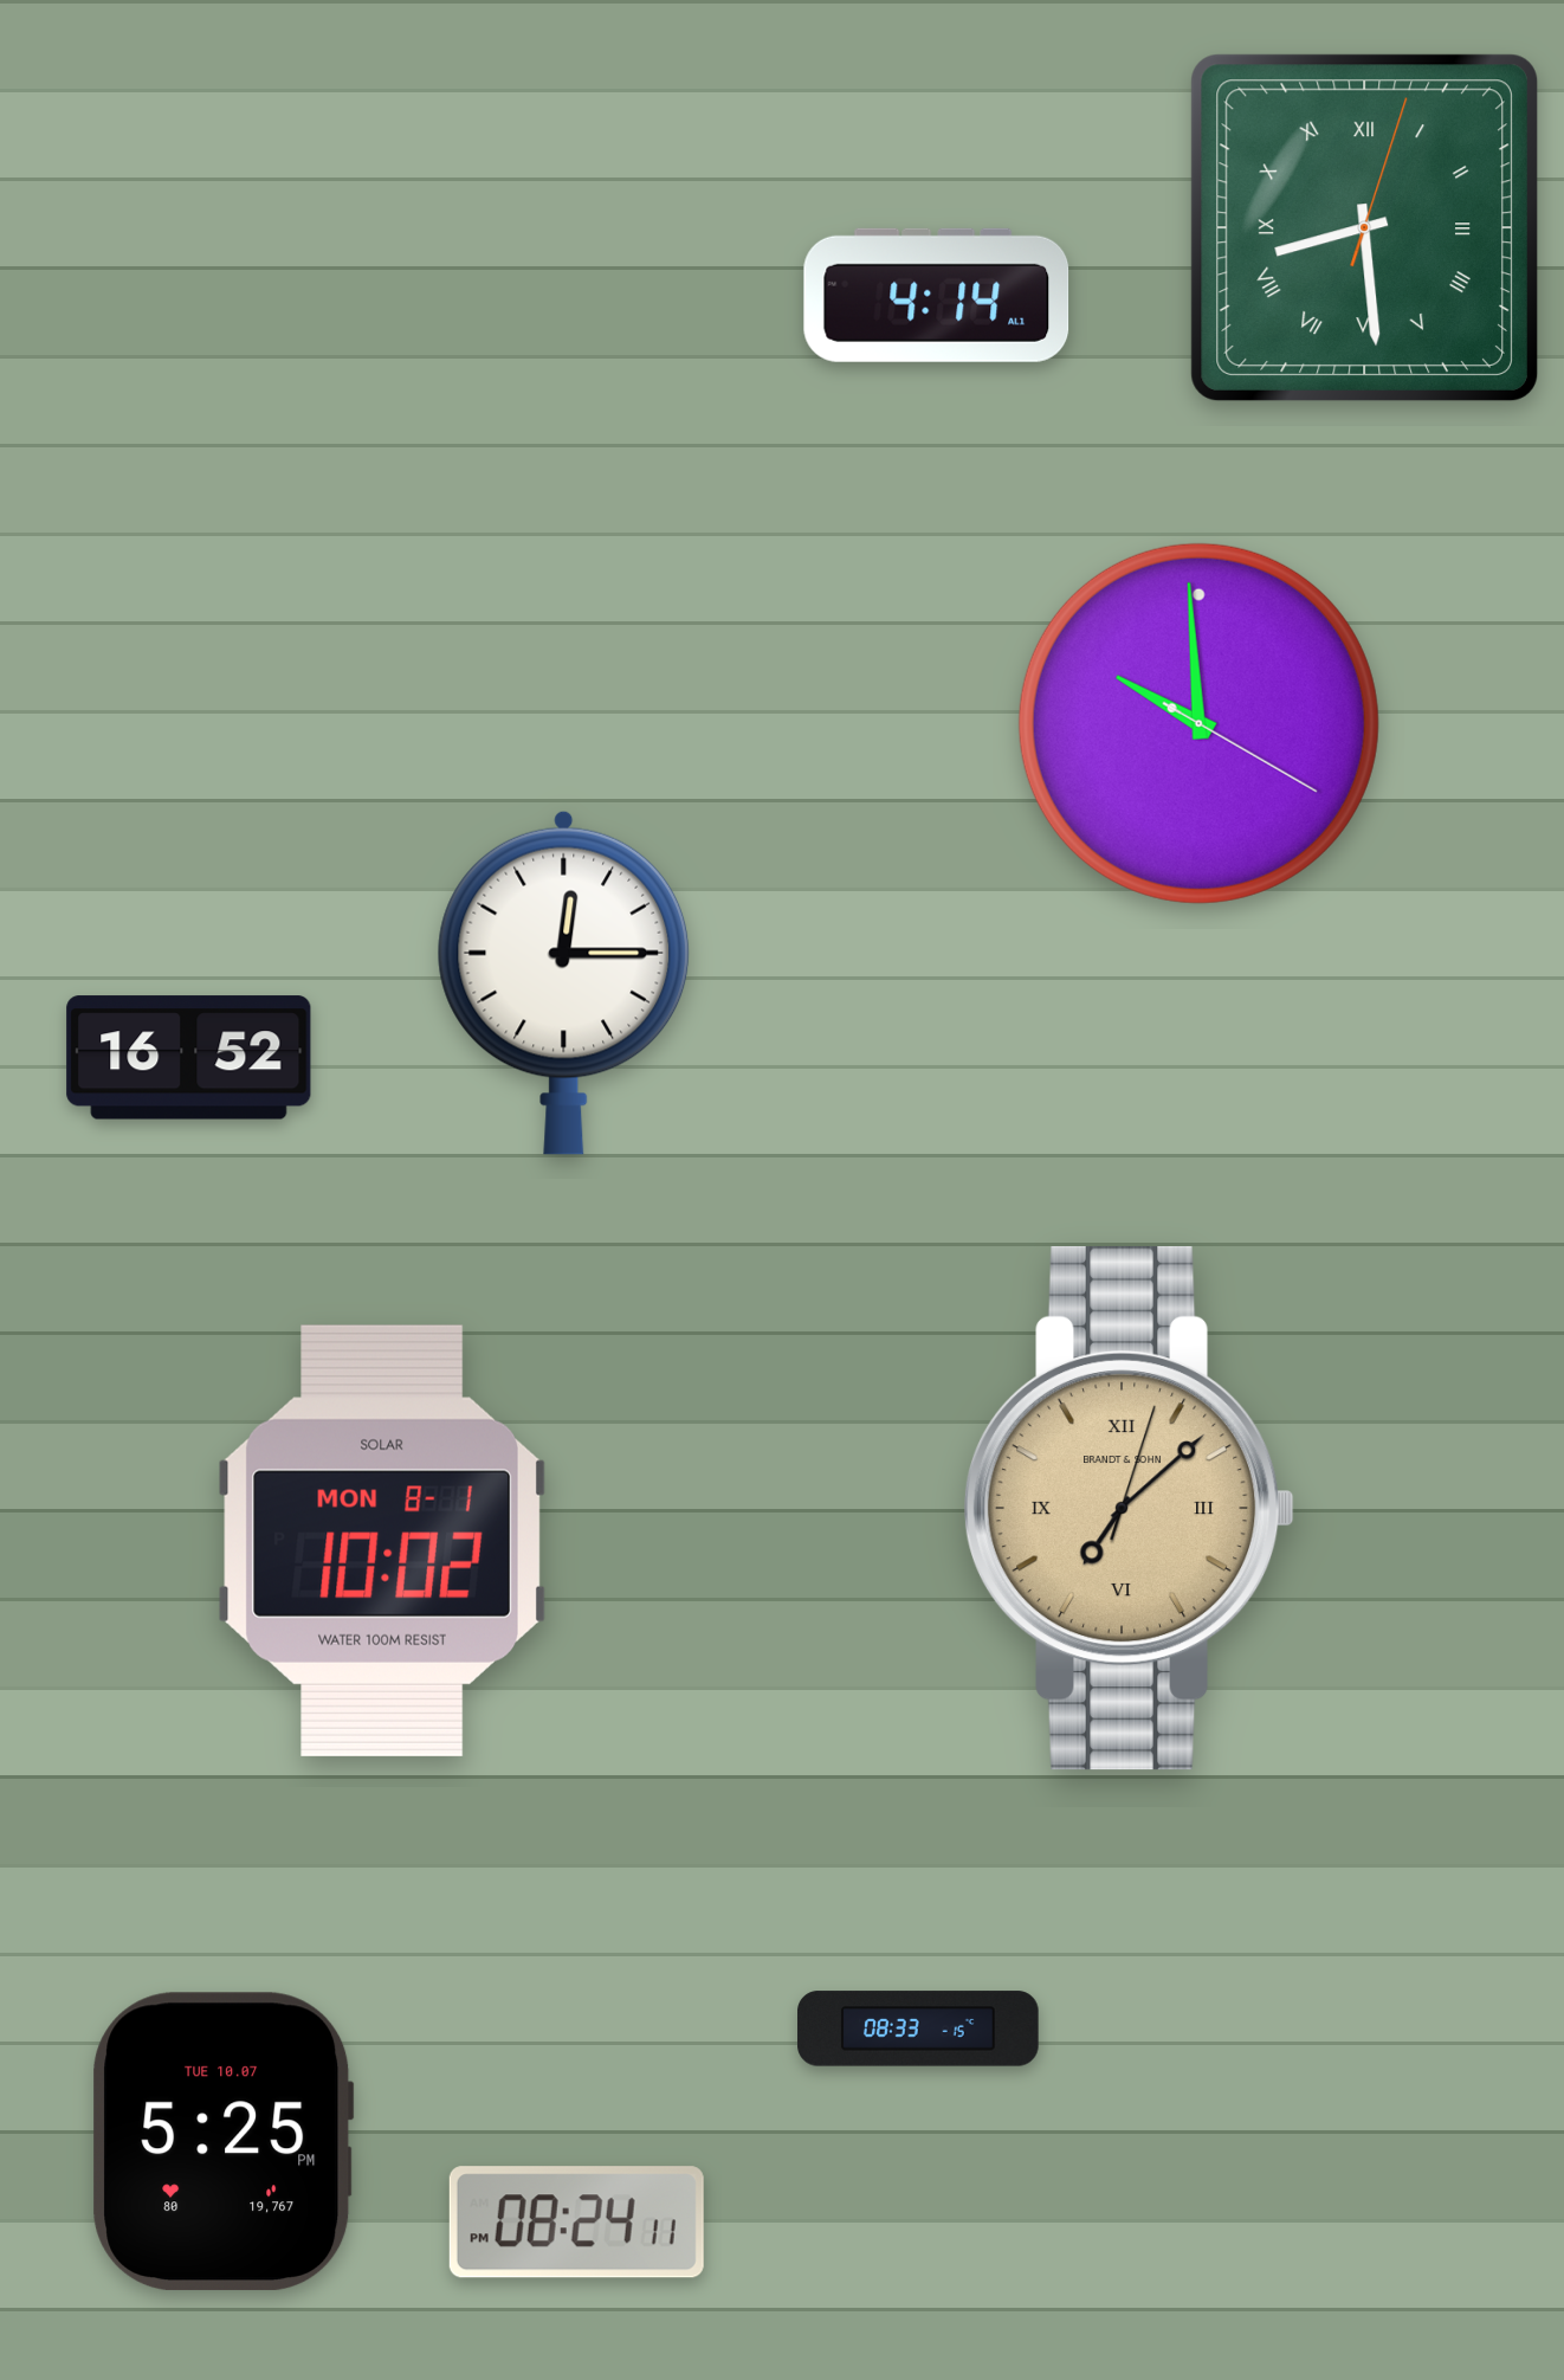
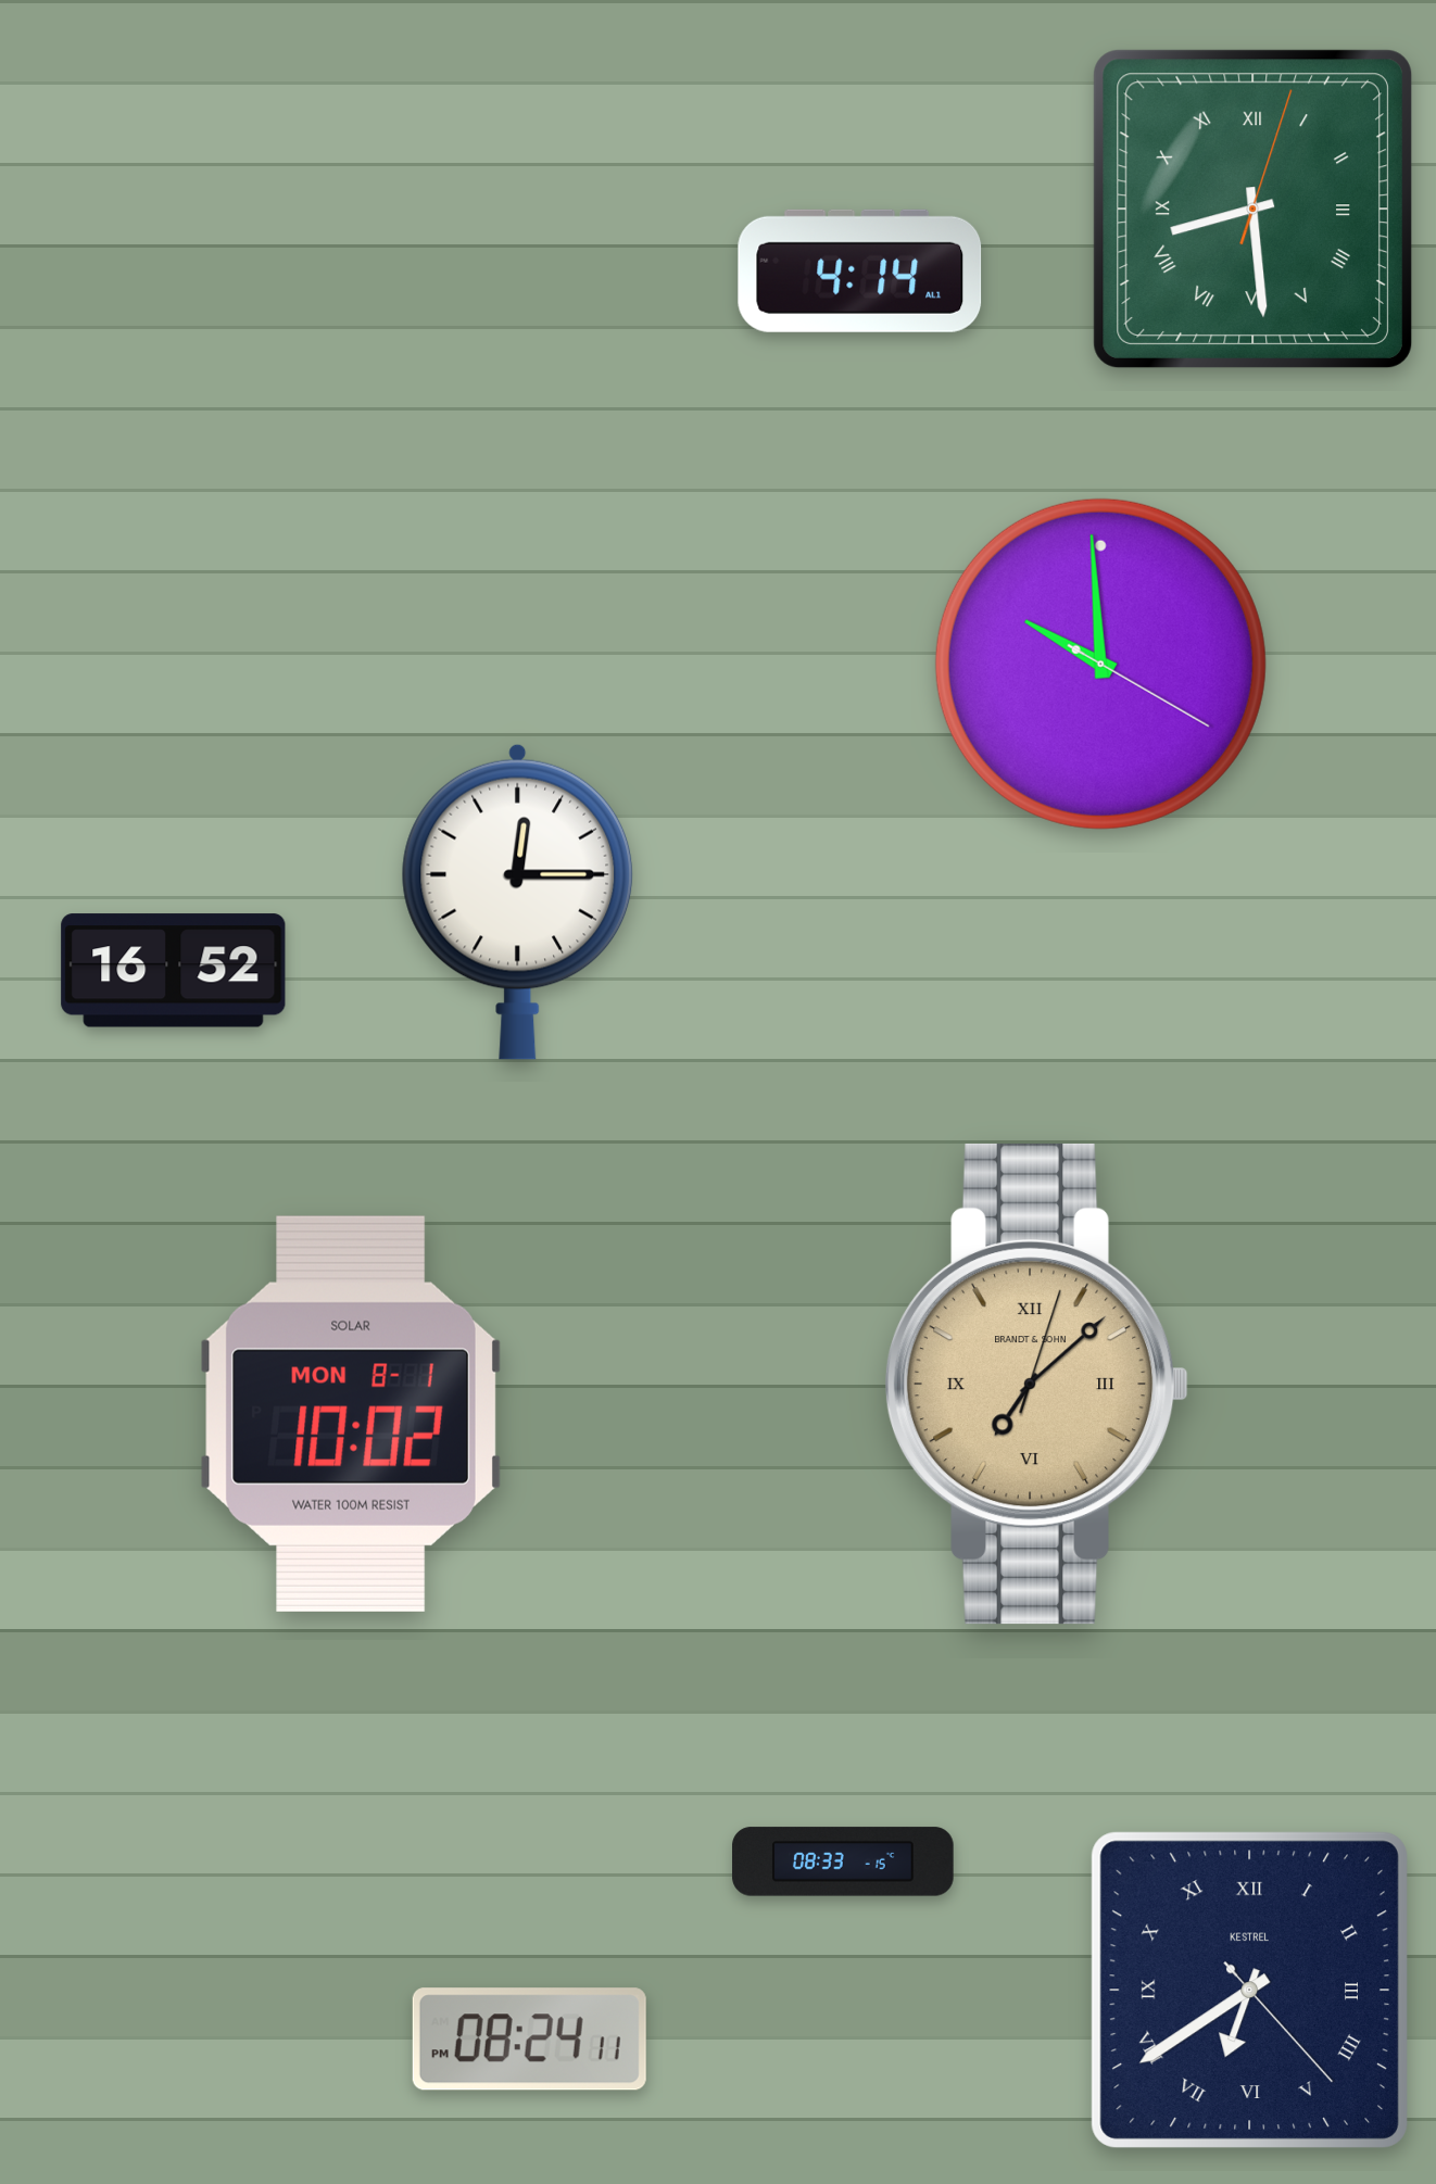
clock at (224, 2141): 5:25 -> none
clock at (1249, 1990): none -> 6:39
